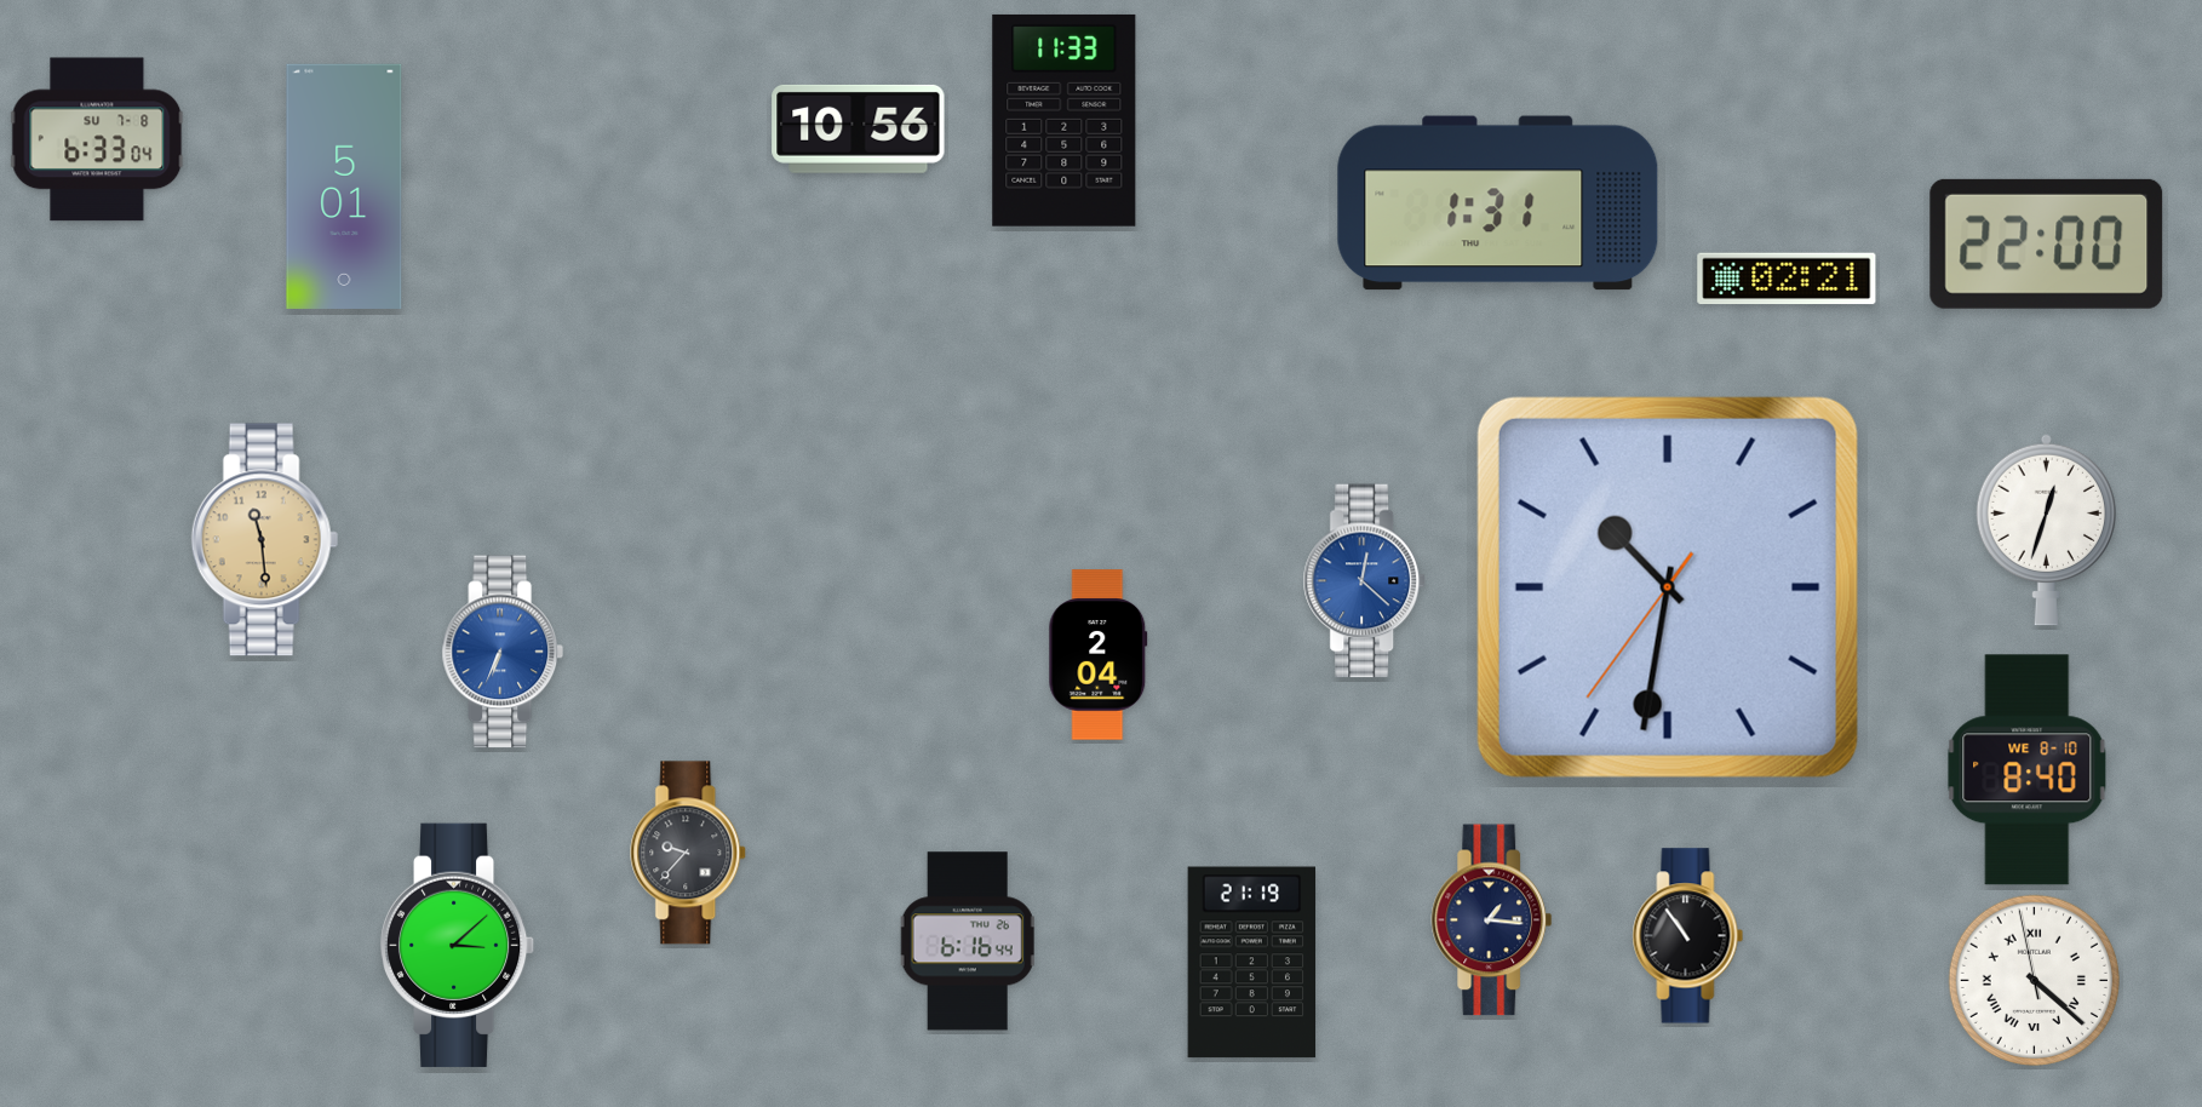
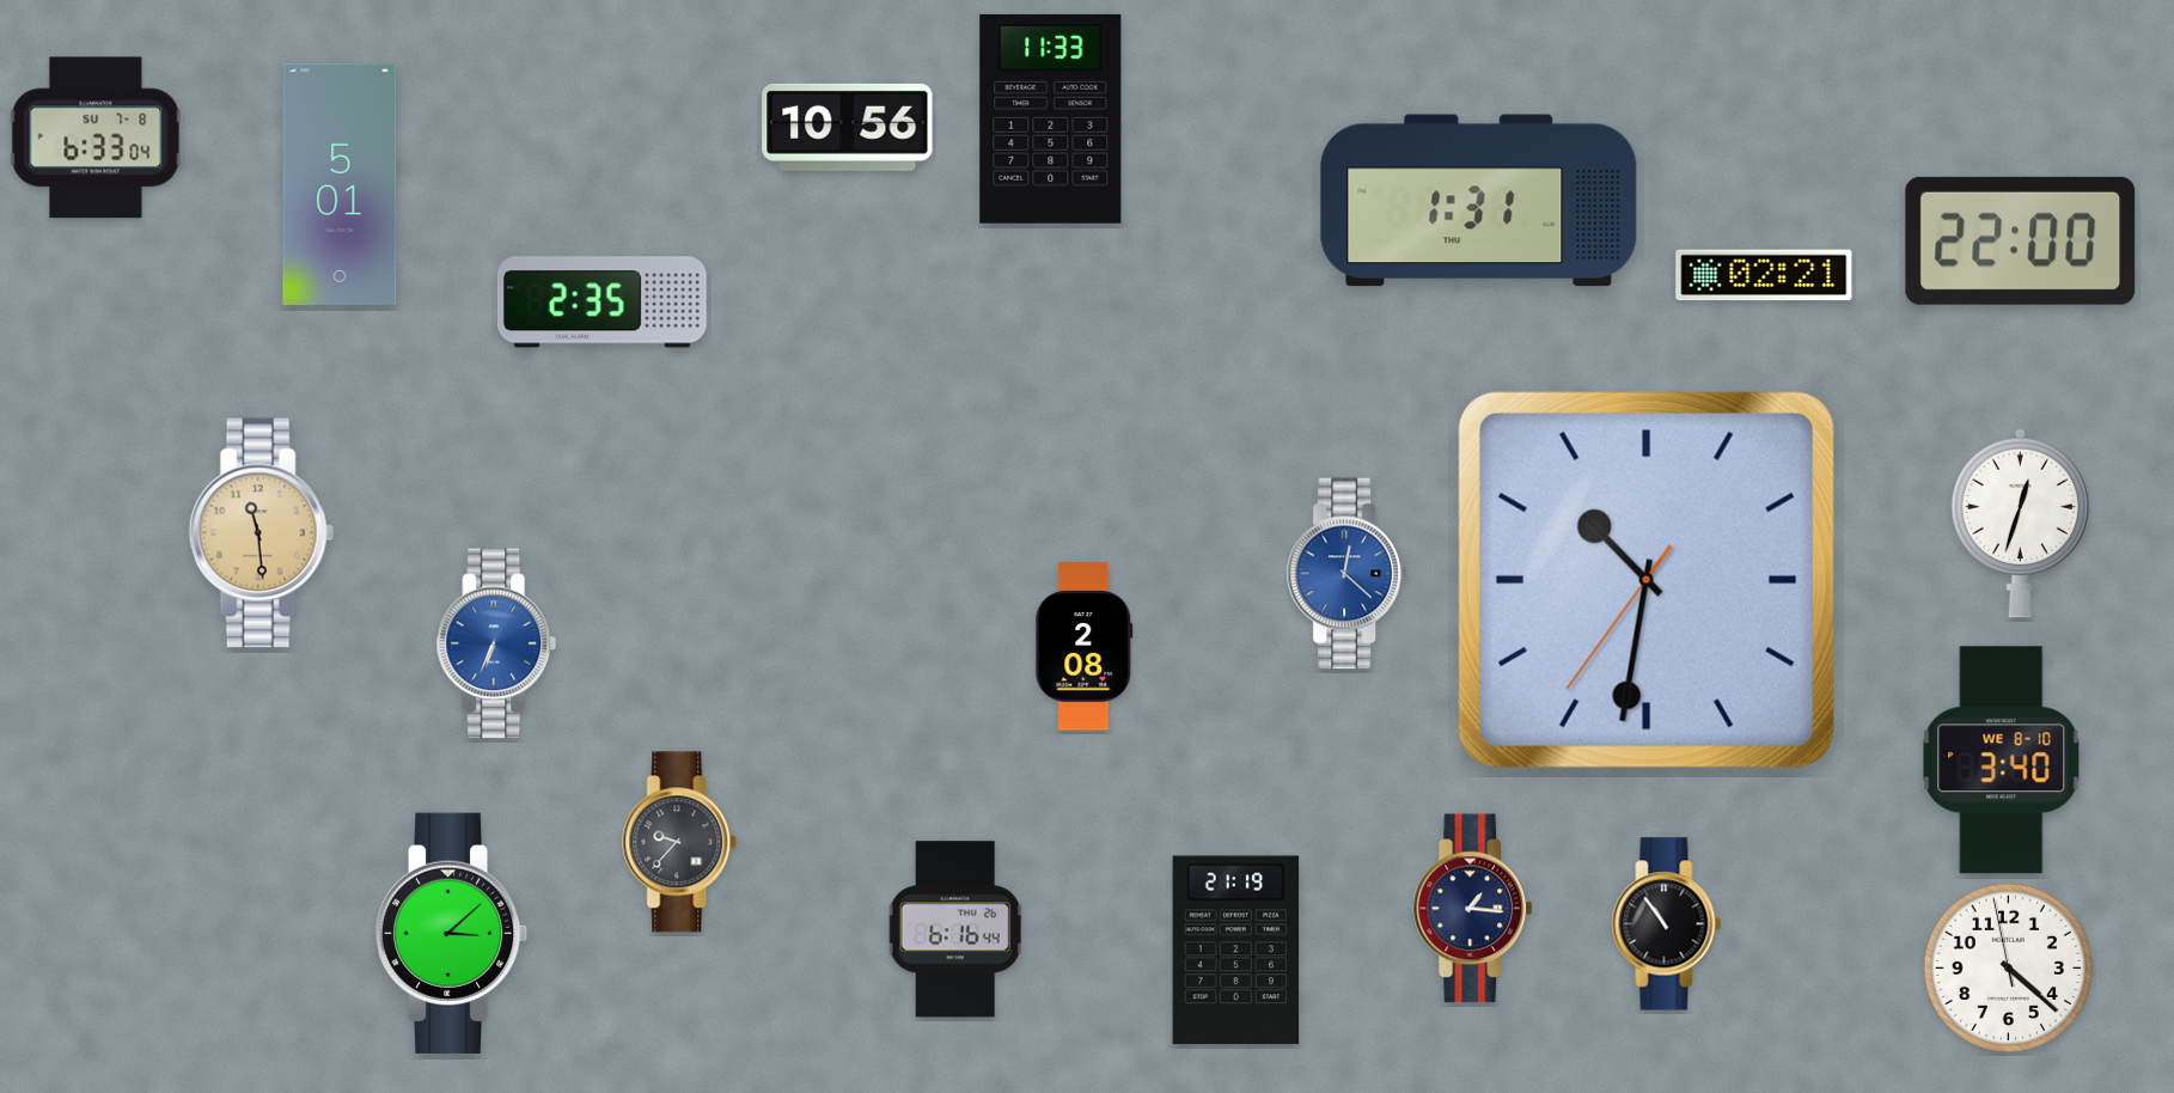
clock at (601, 303): none -> 2:35
clock at (1099, 655): 2:04 -> 2:08
clock at (2028, 770): 8:40 -> 3:40
clock at (2034, 980) numerals: Roman -> Arabic
